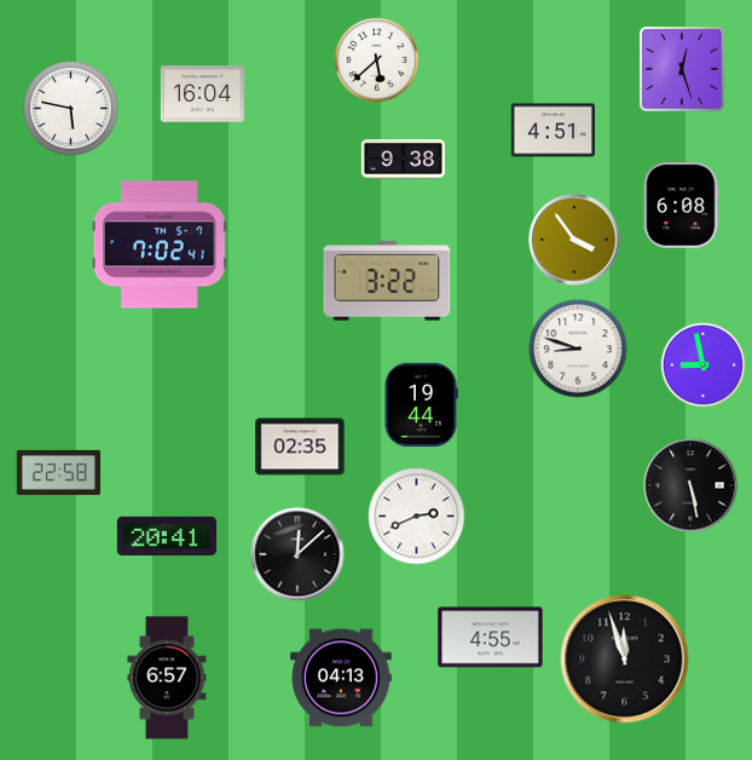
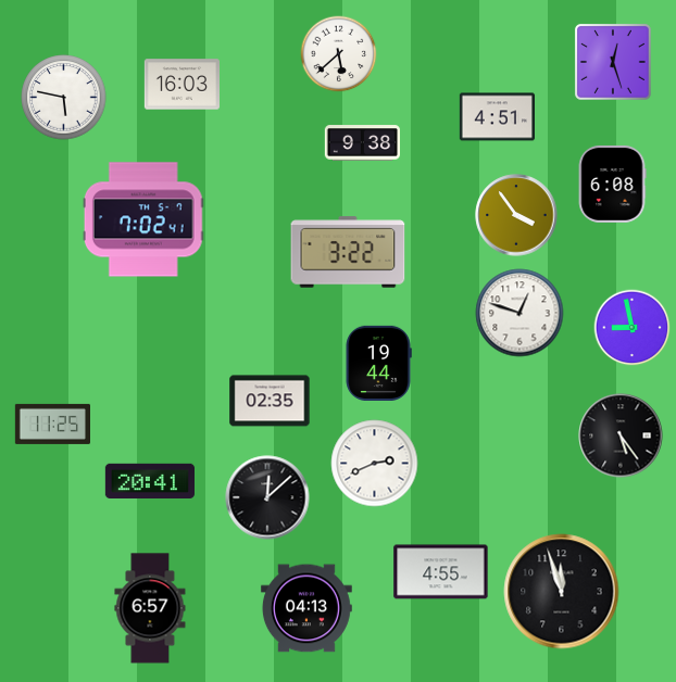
clock at (202, 94): 16:04 -> 16:03
clock at (578, 349): 8:48 -> 12:48
clock at (58, 472): 22:58 -> 11:25
clock at (690, 485): 5:28 -> 5:24
